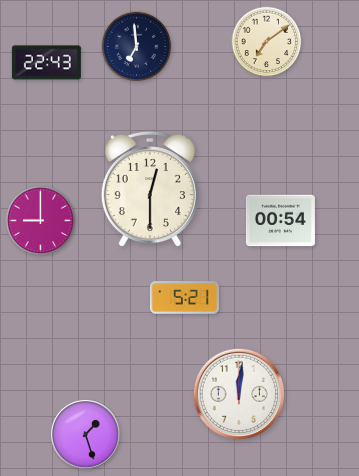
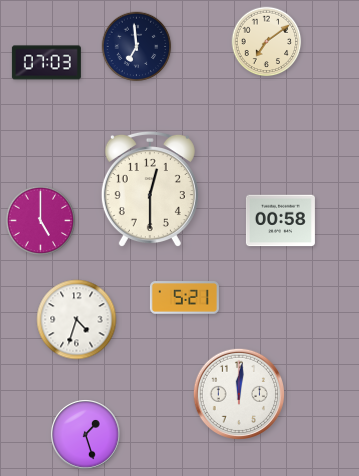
clock at (46, 63): 22:43 -> 07:03
clock at (41, 221): 9:00 -> 5:00
clock at (280, 221): 00:54 -> 00:58
clock at (77, 320): none -> 4:33
